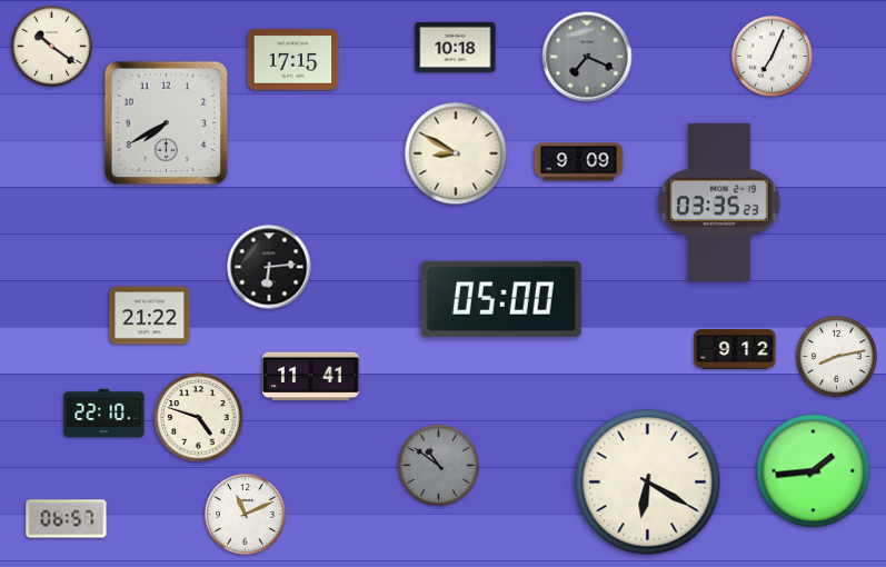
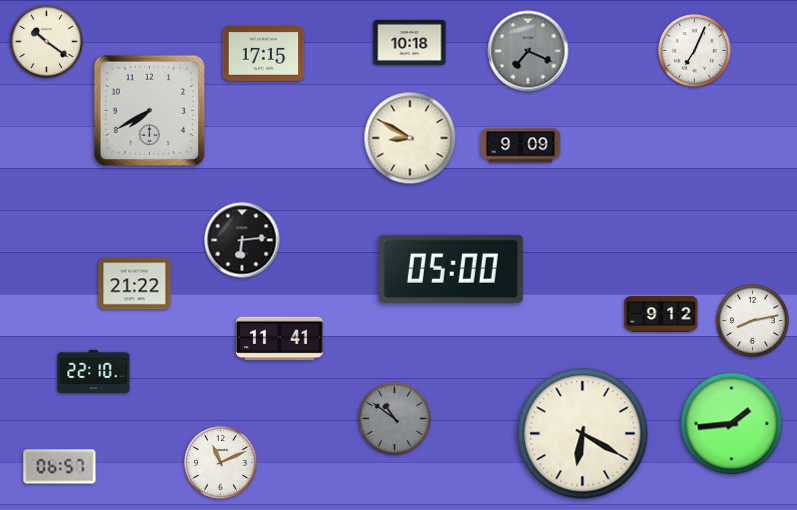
clock at (719, 202): 03:35 -> none
clock at (199, 418): 4:48 -> none
